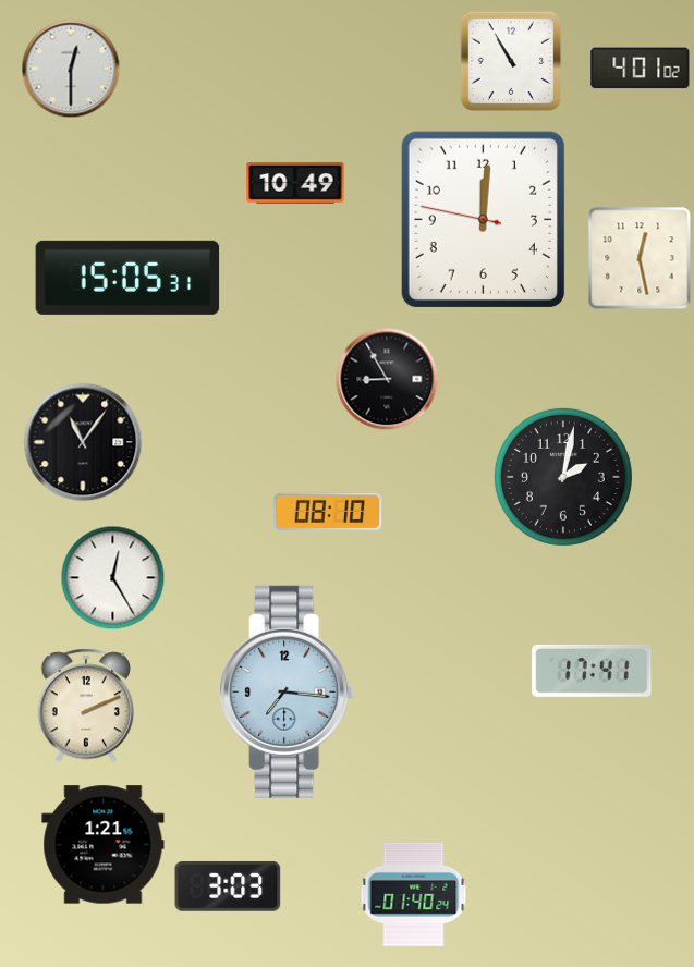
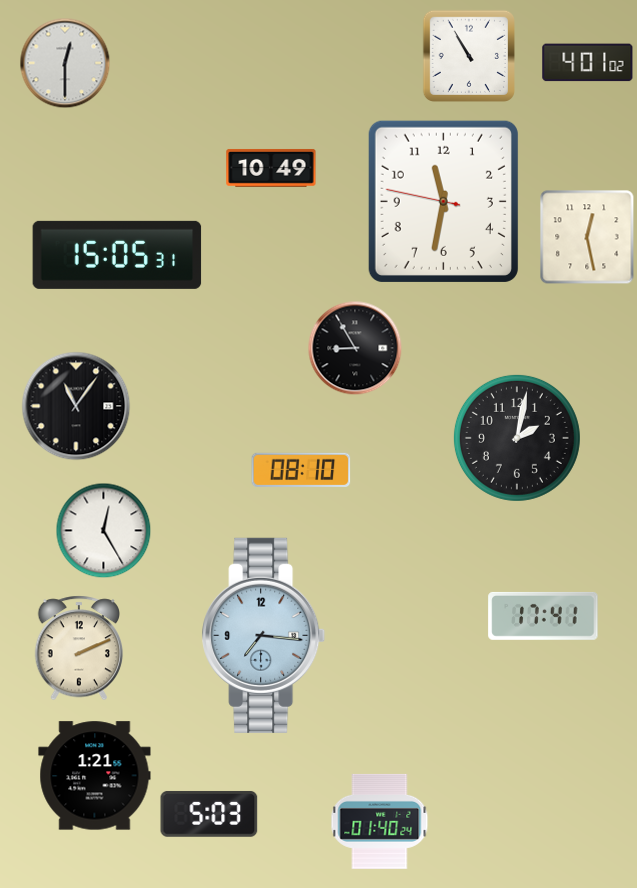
clock at (483, 219): 12:00 -> 11:31
clock at (228, 886): 3:03 -> 5:03
